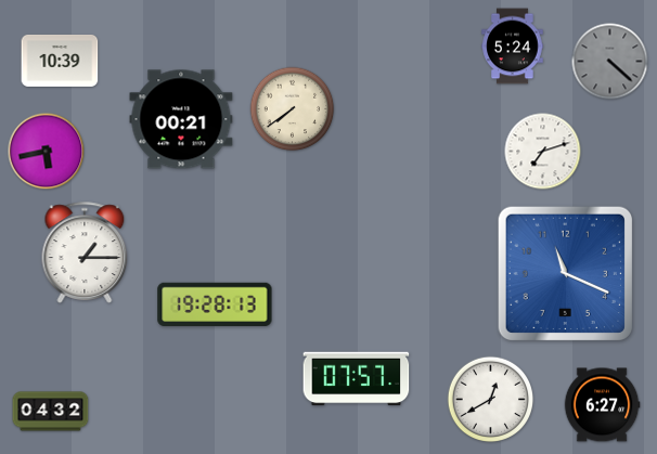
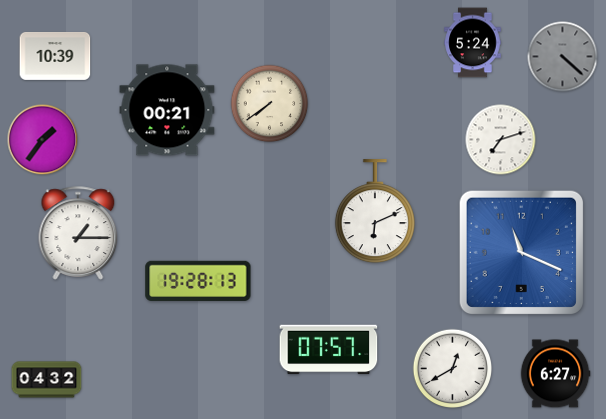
clock at (293, 109) position: (293, 109) -> (270, 104)
clock at (47, 152): 5:43 -> 1:36
clock at (375, 212): none -> 6:11
